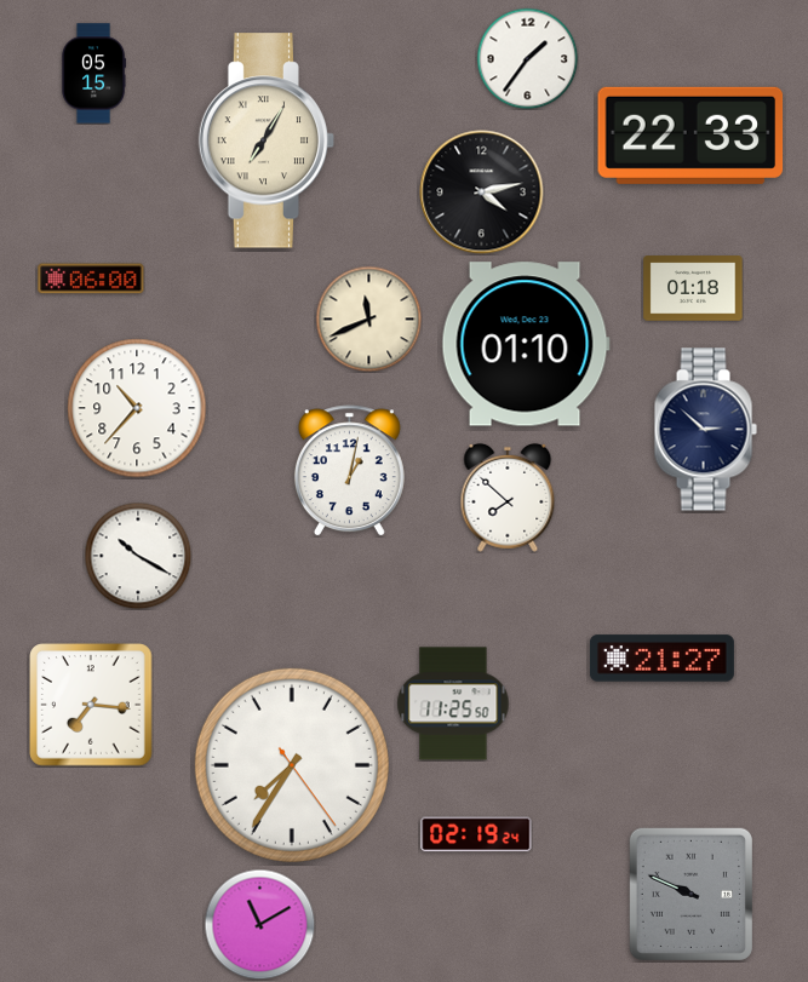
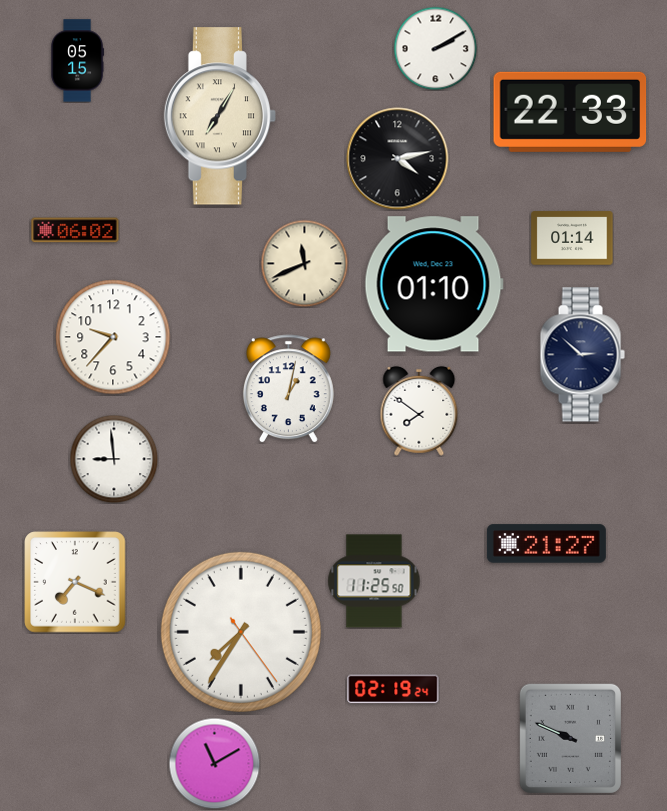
clock at (527, 58): 1:36 -> 2:10
clock at (91, 278): 06:00 -> 06:02
clock at (693, 288): 01:18 -> 01:14
clock at (137, 408): 10:37 -> 9:37
clock at (508, 498): 7:52 -> 7:51
clock at (138, 556): 10:20 -> 8:59
clock at (91, 705): 7:16 -> 7:19
